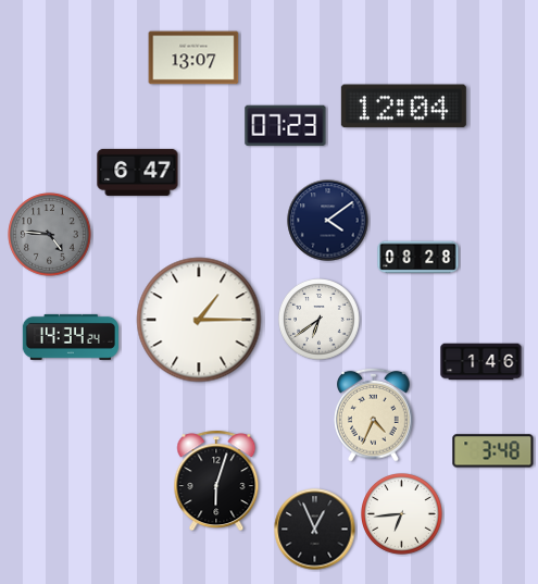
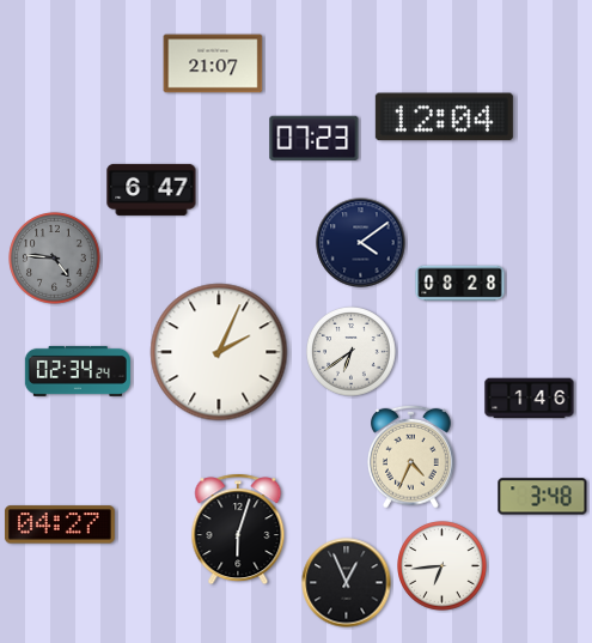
clock at (193, 58): 13:07 -> 21:07
clock at (199, 320): 1:15 -> 2:04
clock at (71, 337): 14:34 -> 02:34
clock at (60, 524): none -> 04:27
